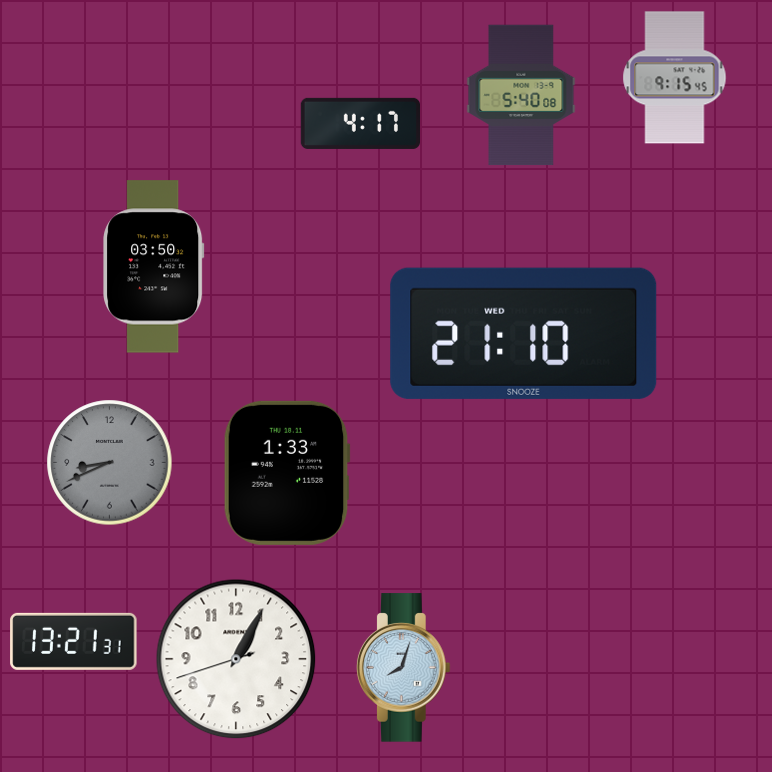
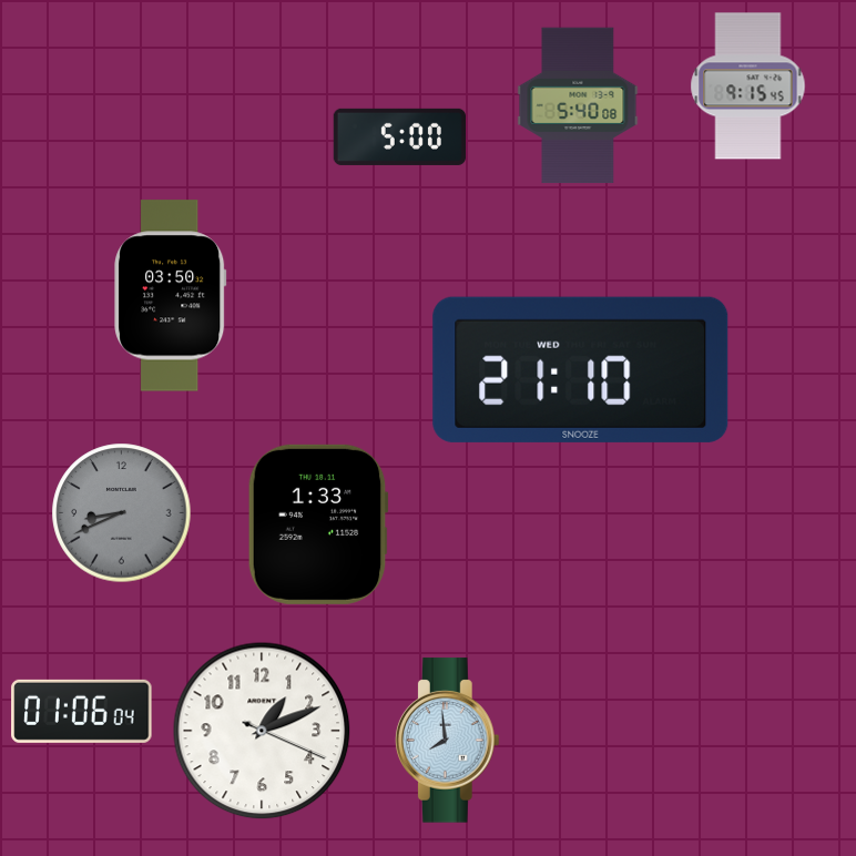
clock at (360, 123): 4:17 -> 5:00
clock at (74, 641): 13:21 -> 01:06
clock at (236, 659): 1:04 -> 1:11
clock at (403, 668): 8:03 -> 7:59
